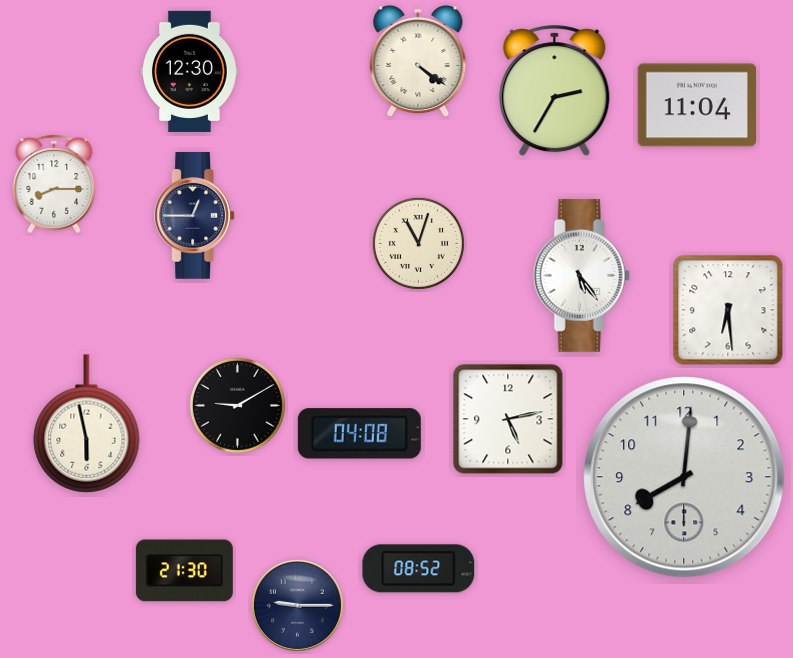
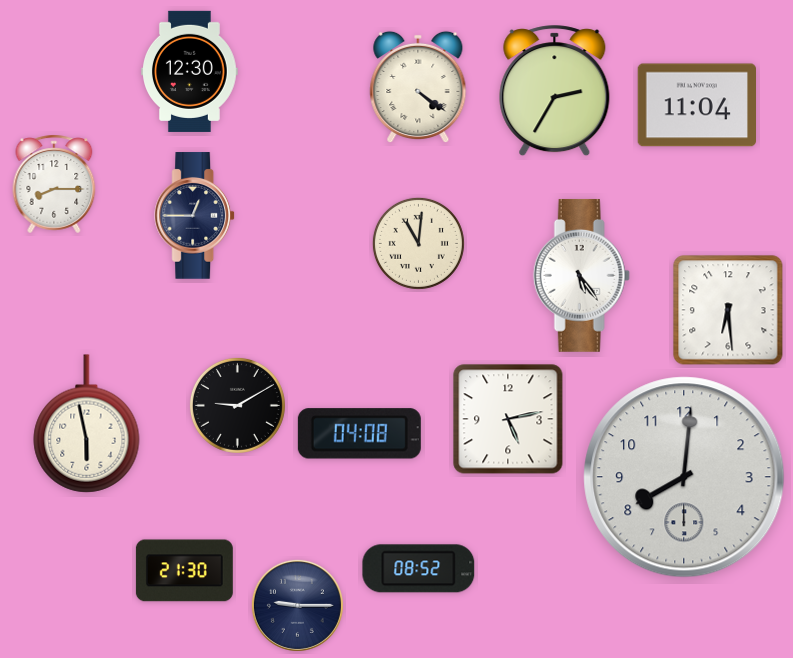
clock at (418, 61) position: (418, 61) -> (418, 87)
clock at (418, 243): 11:03 -> 11:01
